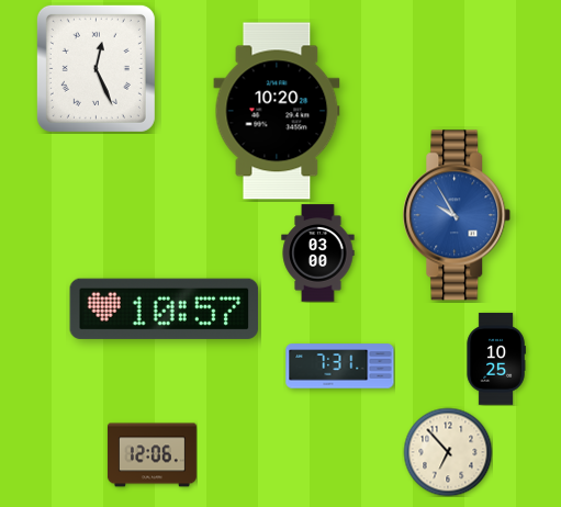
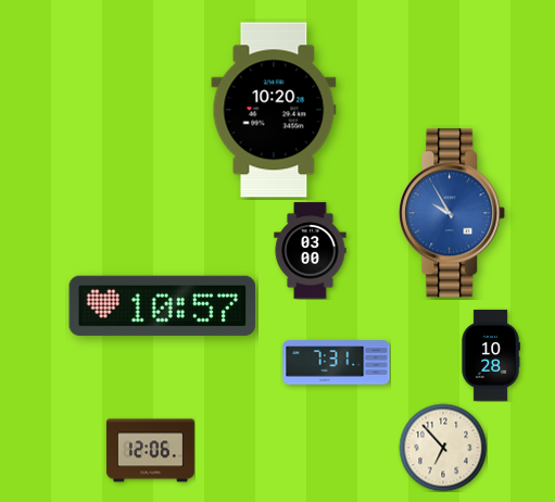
clock at (96, 68): 12:26 -> none
clock at (318, 253) position: (318, 253) -> (311, 251)
clock at (496, 359): 10:25 -> 10:28
